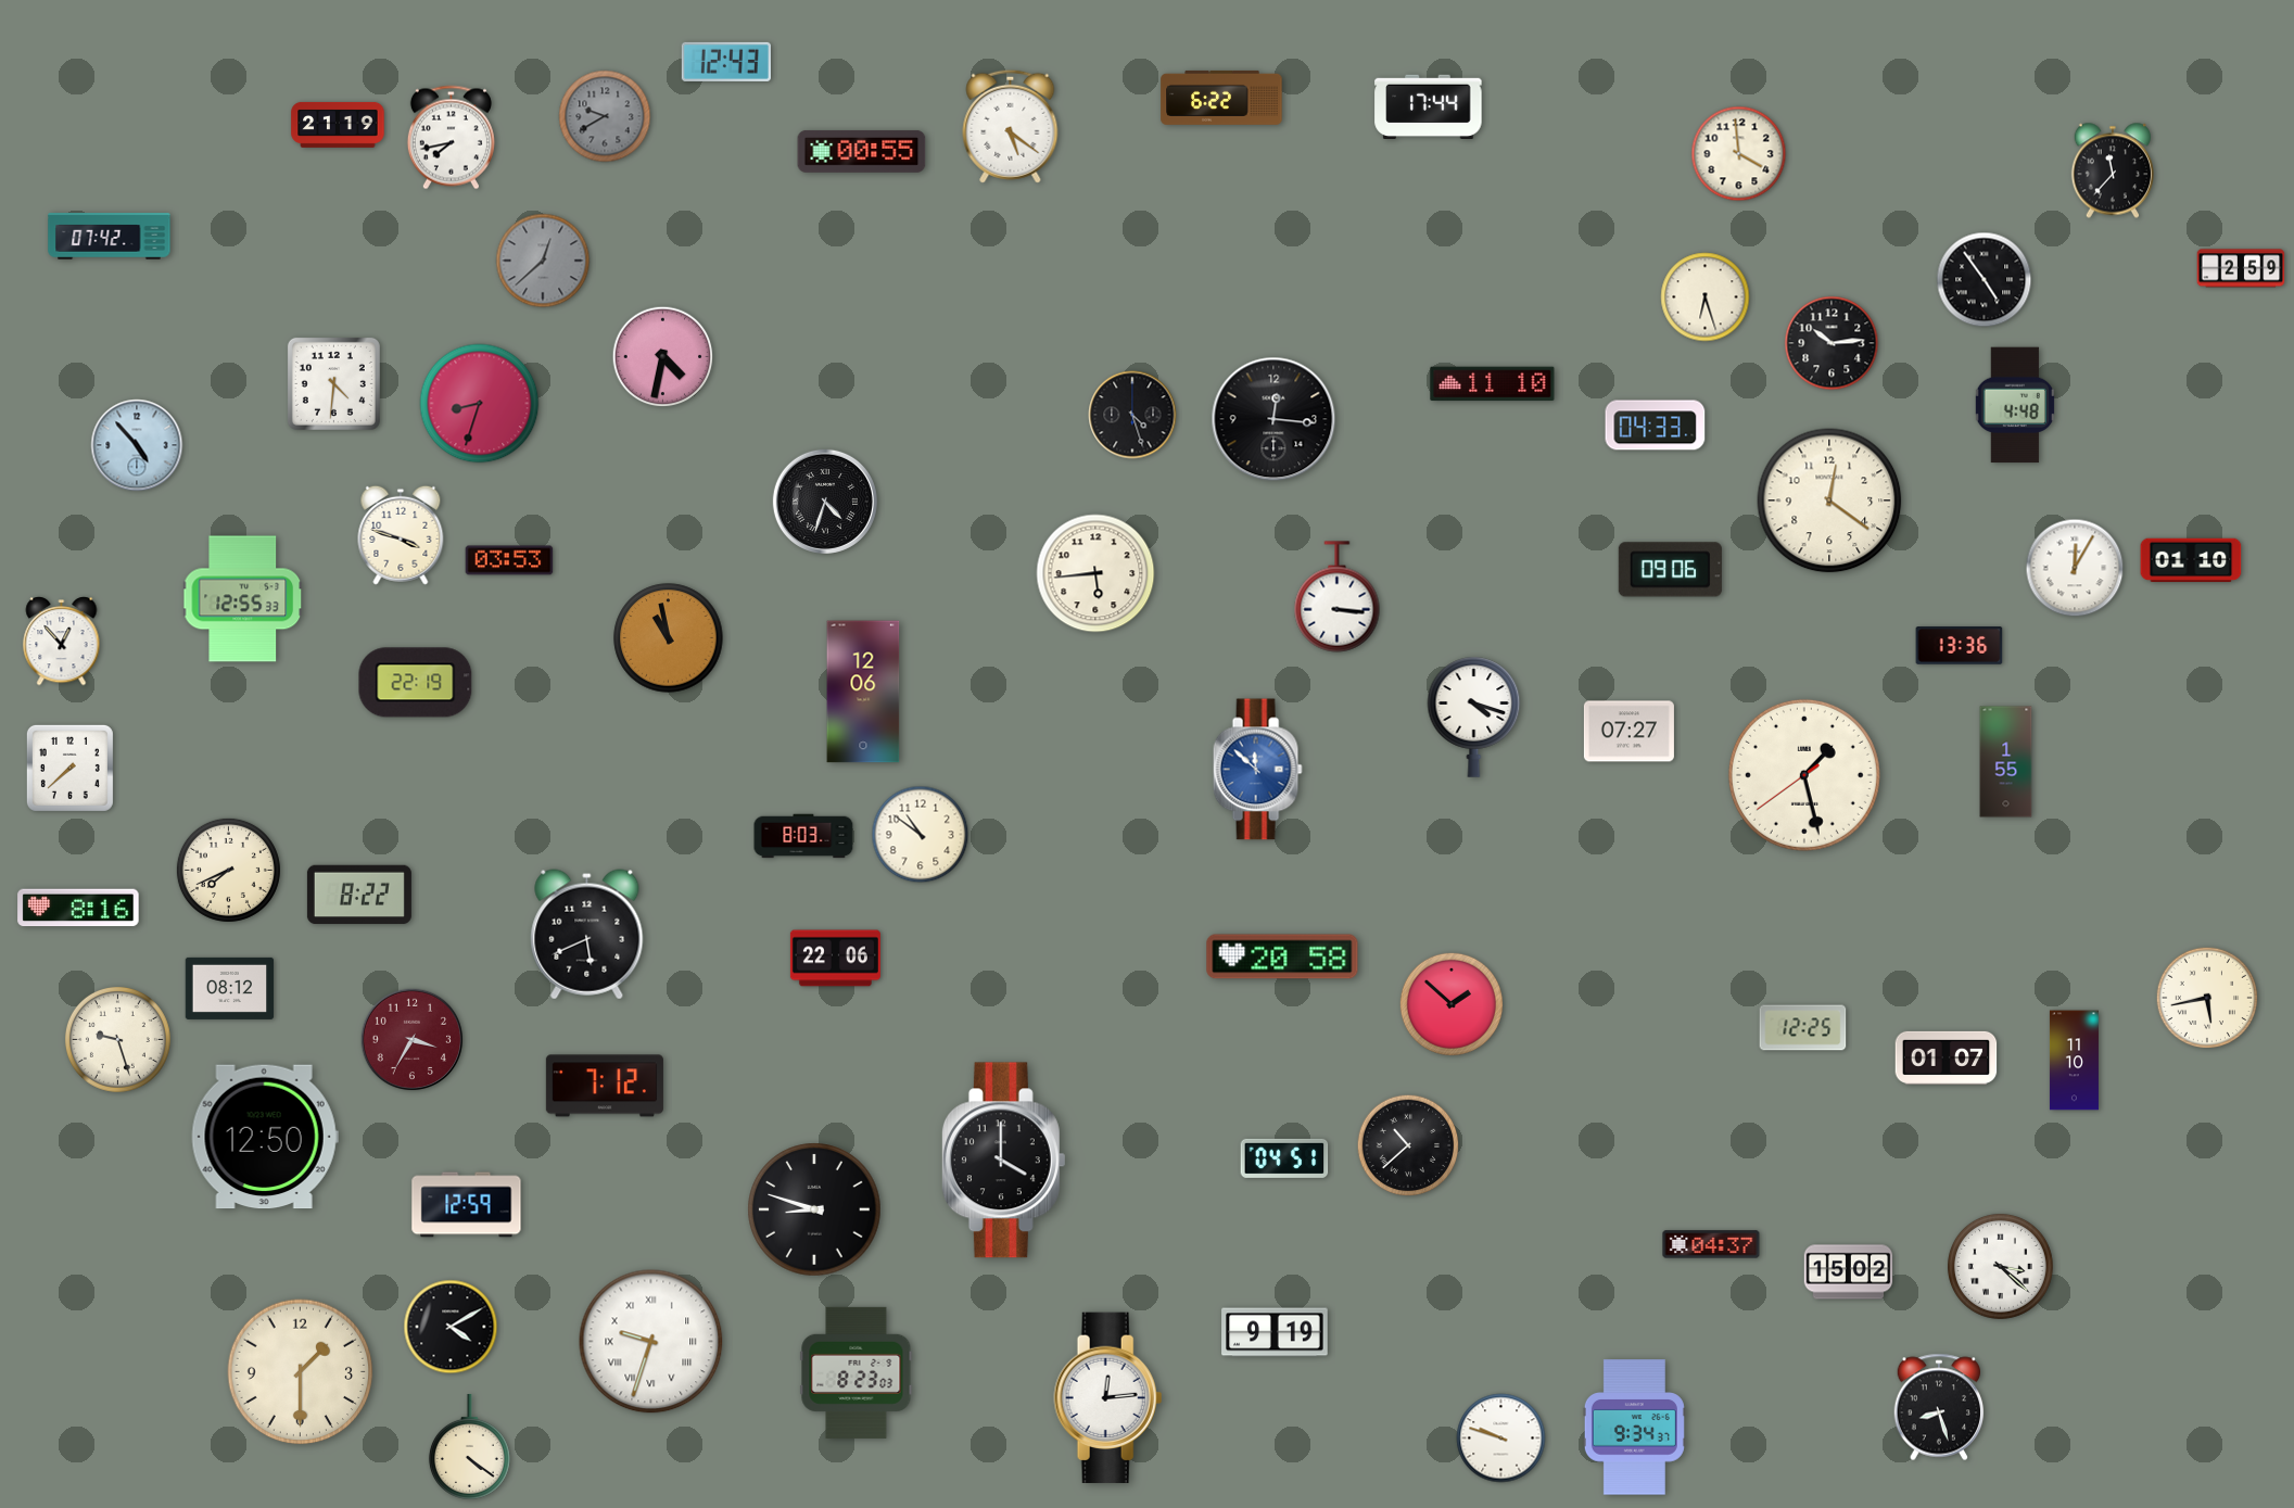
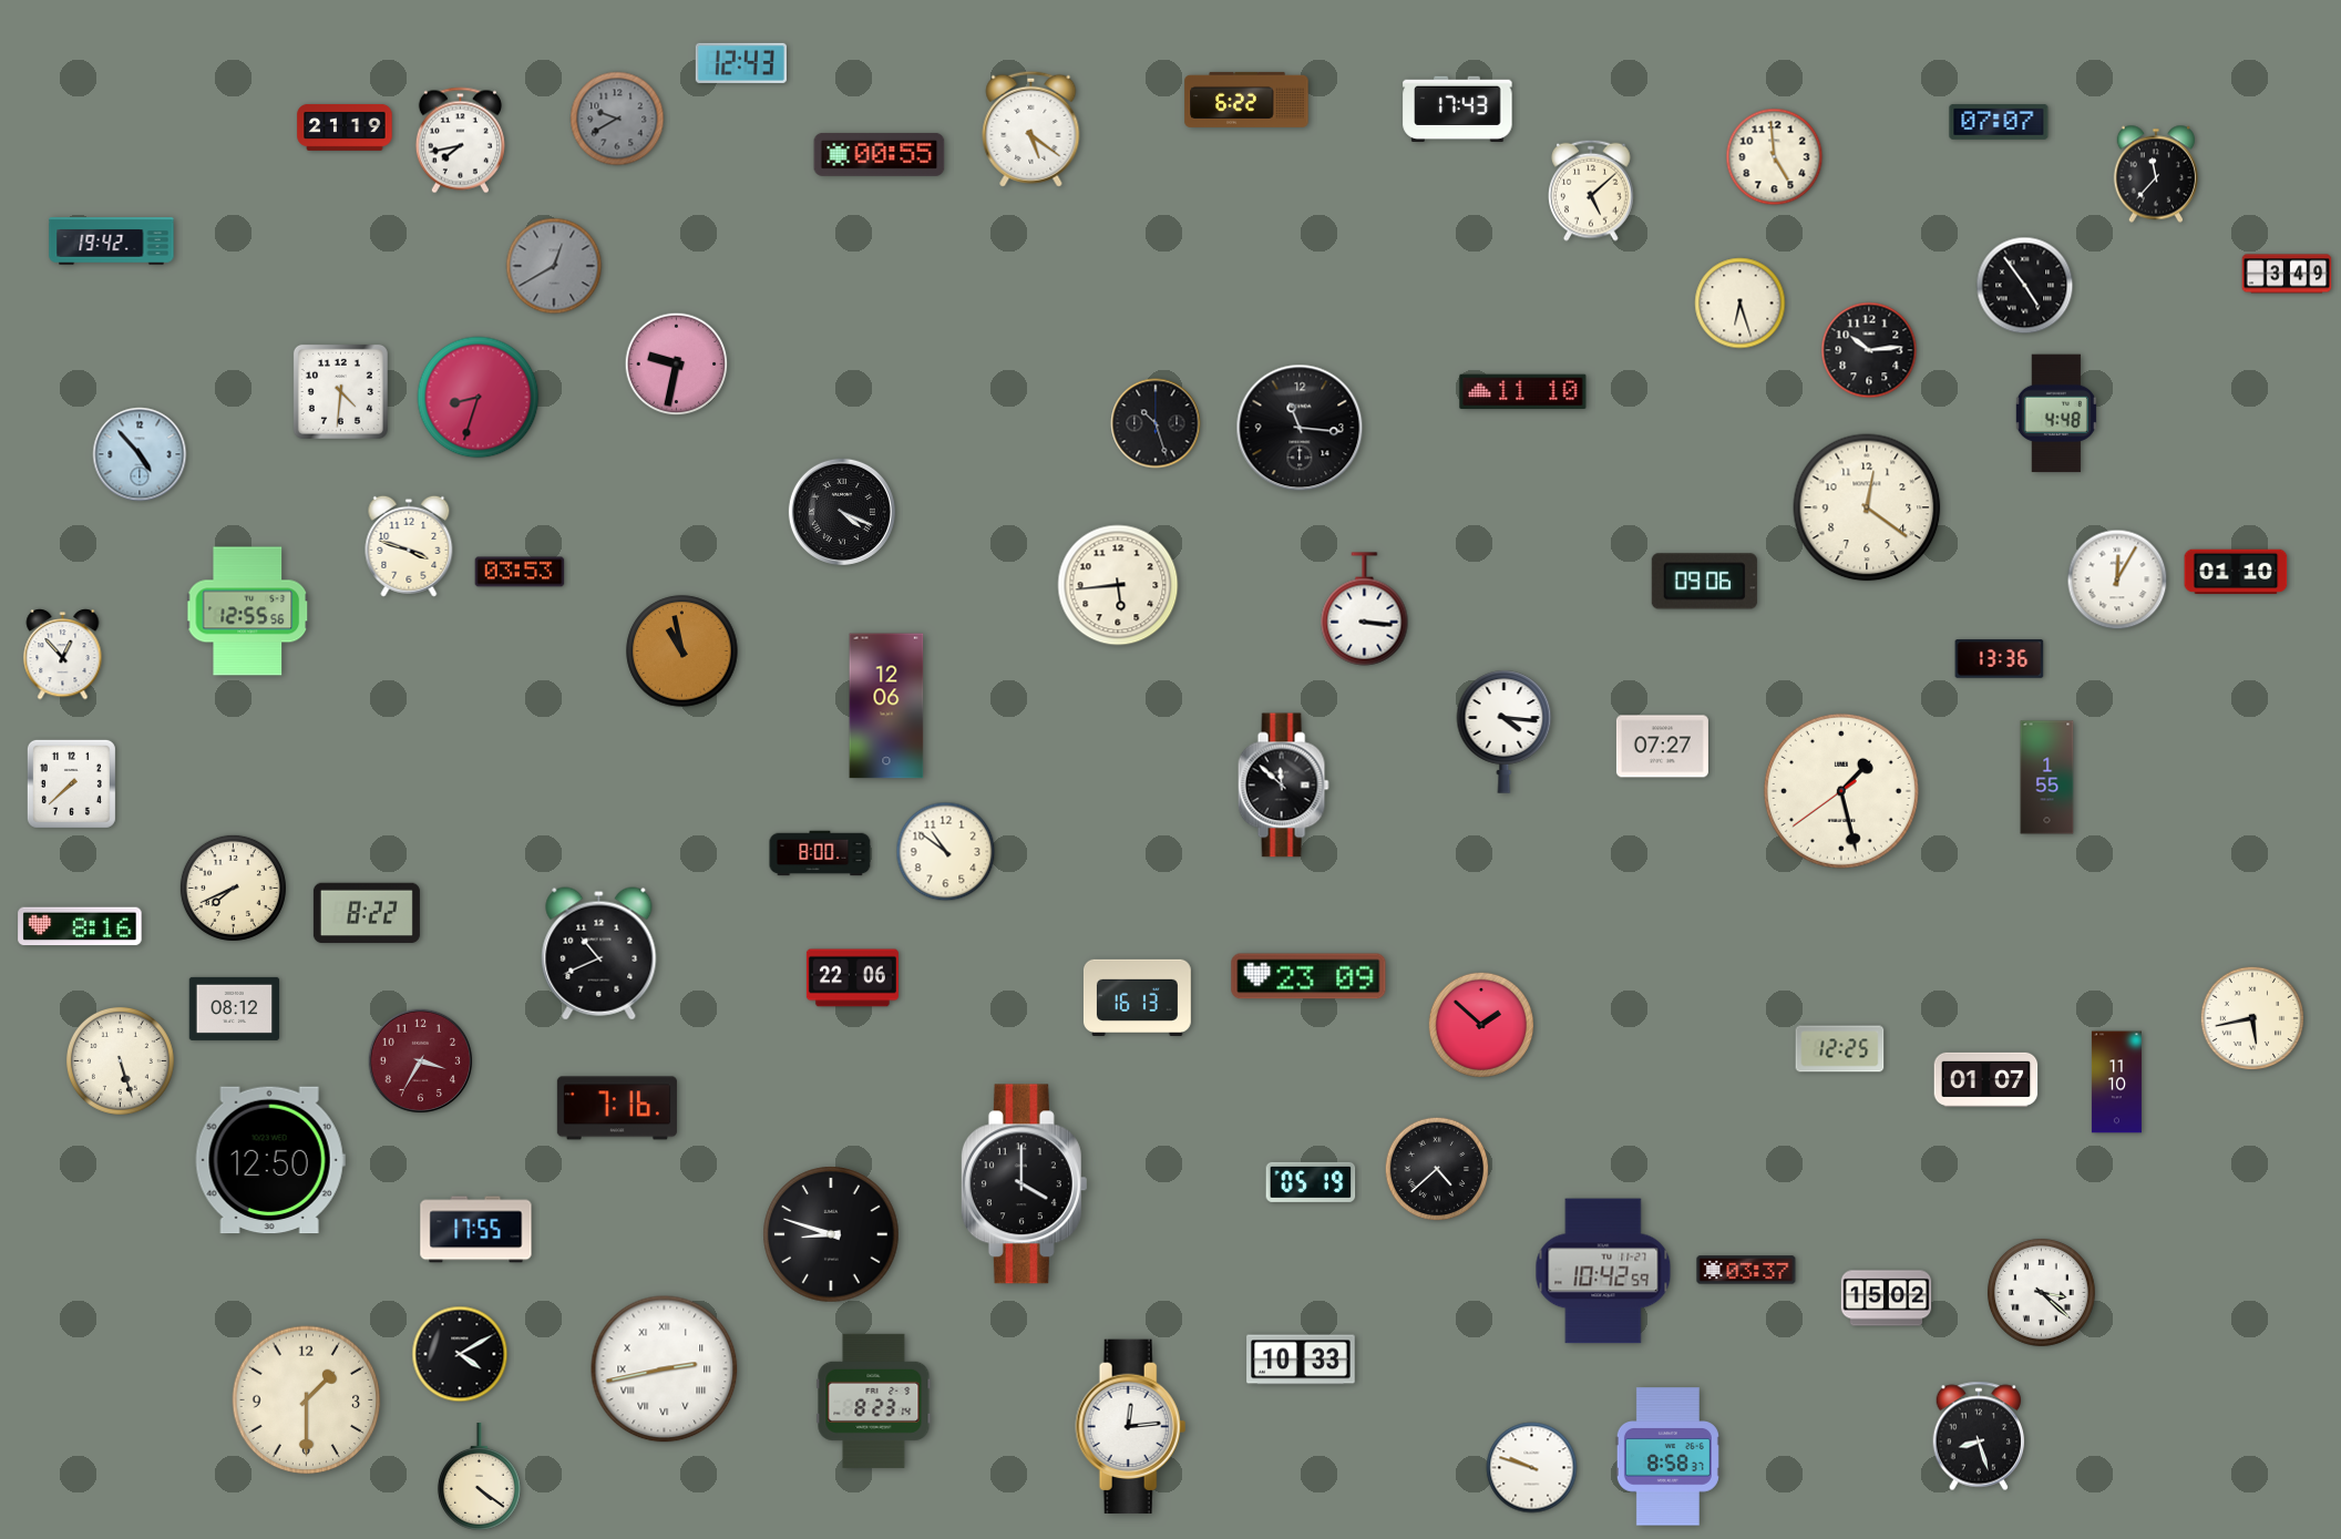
clock at (1429, 106): 17:44 -> 17:43
clock at (1999, 122): none -> 07:07
clock at (1739, 154): 3:59 -> 4:59
clock at (1592, 191): none -> 5:08
clock at (110, 237): 07:42 -> 19:42
clock at (543, 261): 12:38 -> 12:40
clock at (2241, 268): 2:59 -> 3:49
clock at (663, 357): 4:32 -> 9:32
clock at (480, 404) position: (480, 404) -> (479, 398)
clock at (1132, 415): 4:27 -> 10:27
clock at (1273, 419): 12:16 -> 11:16
clock at (1656, 426): 04:33 -> none
clock at (1829, 500) position: (1829, 500) -> (1867, 507)
clock at (825, 502): 4:33 -> 4:19
clock at (243, 599): 12:55:33 -> 12:55:56
clock at (416, 683): 22:19 -> none
clock at (863, 692) position: (863, 692) -> (886, 706)
clock at (1474, 717): 4:18 -> 4:16
clock at (1257, 770) dial: blue -> black
clock at (921, 835) position: (921, 835) -> (946, 852)
clock at (803, 836): 8:03 -> 8:00
clock at (587, 935): 5:41 -> 10:41
clock at (1282, 956): 20:58 -> 23:09
clock at (1137, 997): none -> 16:13
clock at (117, 1039): 9:27 -> 5:27
clock at (605, 1086): 7:12 -> 7:16
clock at (1408, 1145): 10:38 -> 4:38
clock at (1284, 1158): 04:51 -> 05:19
clock at (467, 1205): 12:59 -> 17:55
clock at (1711, 1244): 04:37 -> 03:37
clock at (1603, 1271): none -> 10:42
clock at (1275, 1332): 9:19 -> 10:33
clock at (651, 1342): 9:33 -> 2:43
clock at (857, 1372): 8:23:03 -> 8:23:14
clock at (1634, 1428): 9:34 -> 8:58
